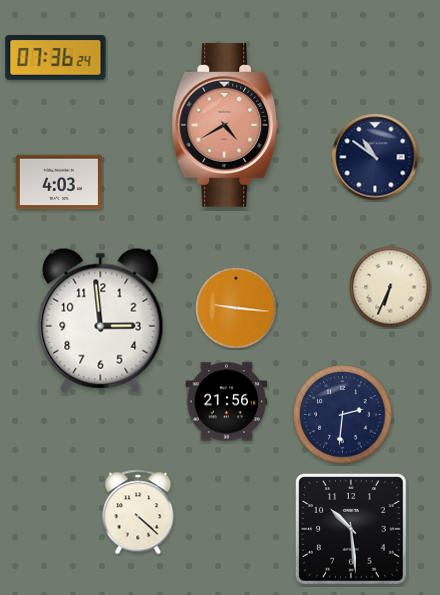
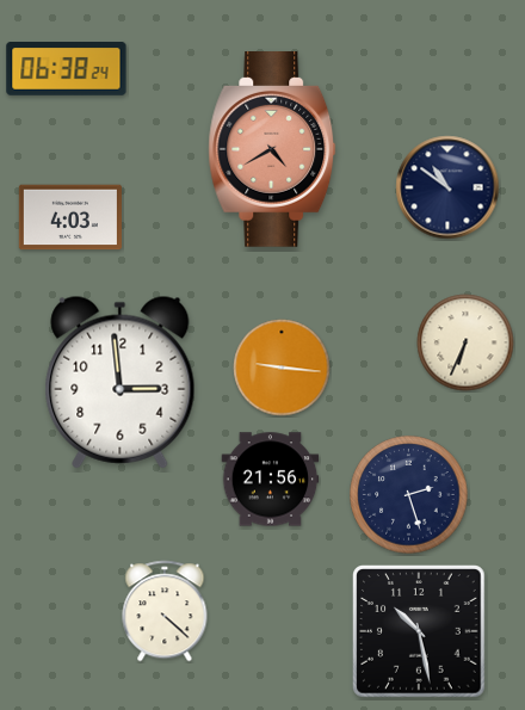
clock at (56, 58): 07:36 -> 06:38
clock at (225, 126) position: (225, 126) -> (272, 150)
clock at (343, 415): 2:31 -> 2:27
clock at (352, 530): 10:29 -> 10:28
